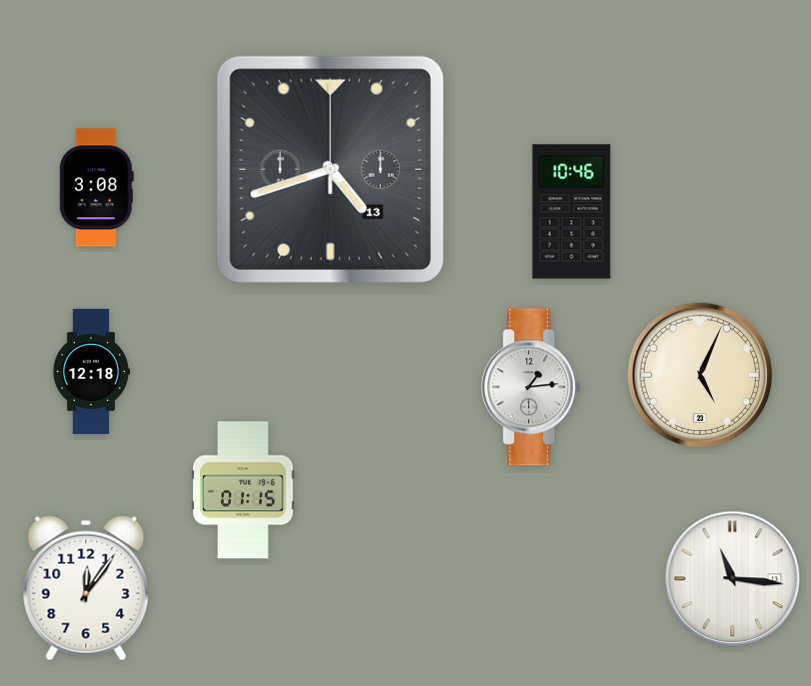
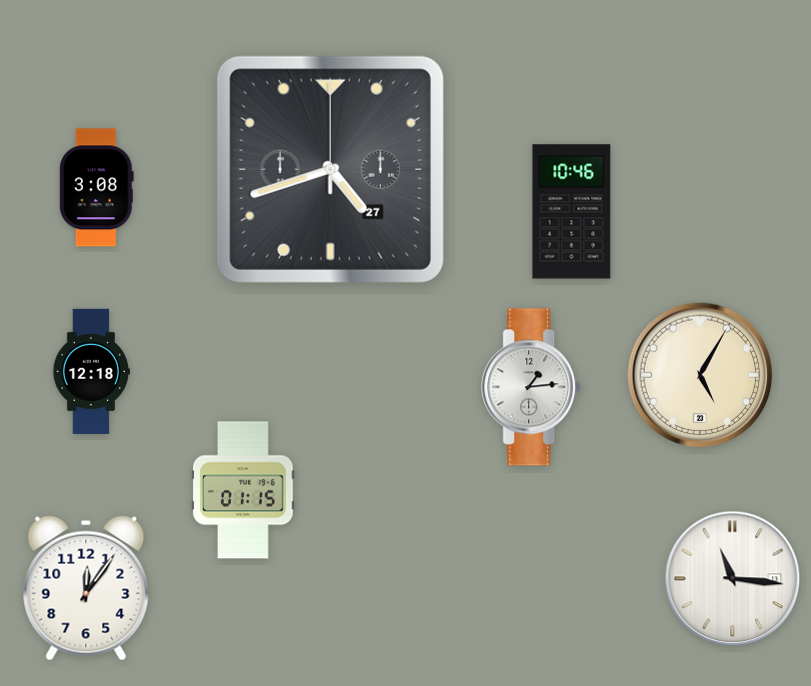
clock at (330, 169) date: 13 -> 27
clock at (700, 375): 5:04 -> 5:05
